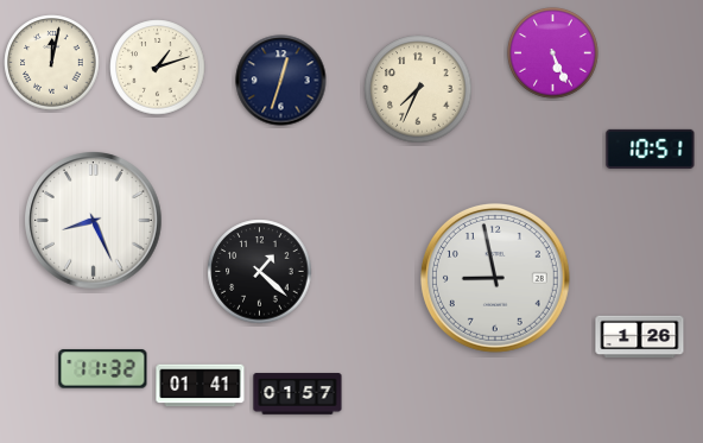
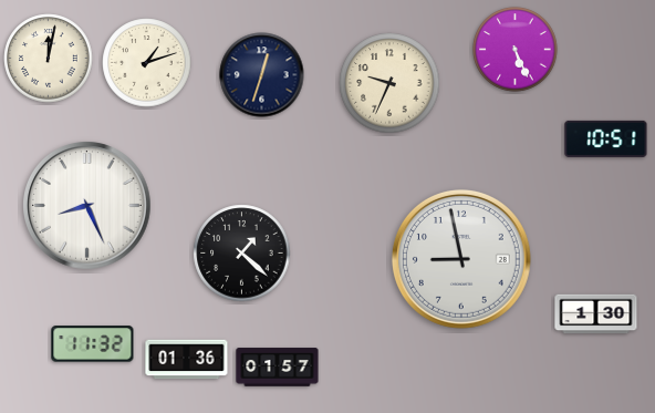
clock at (418, 89): 7:34 -> 9:34
clock at (640, 337): 1:26 -> 1:30
clock at (103, 369) position: (103, 369) -> (93, 344)
clock at (201, 386): 01:41 -> 01:36
